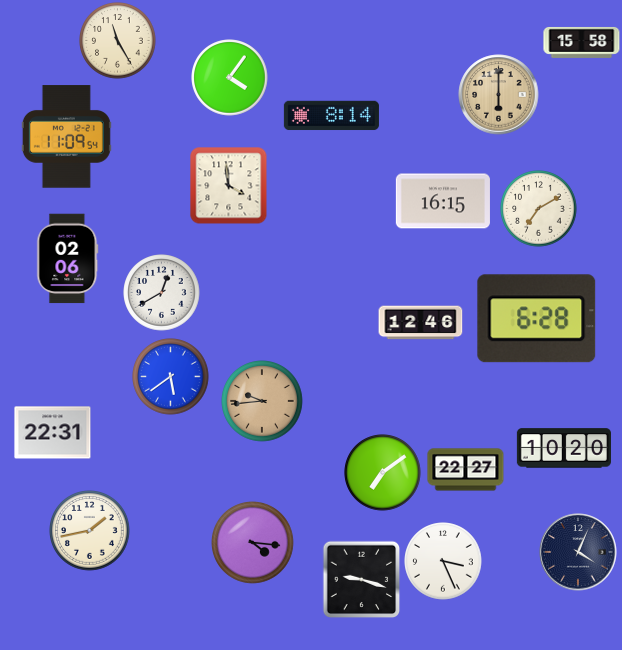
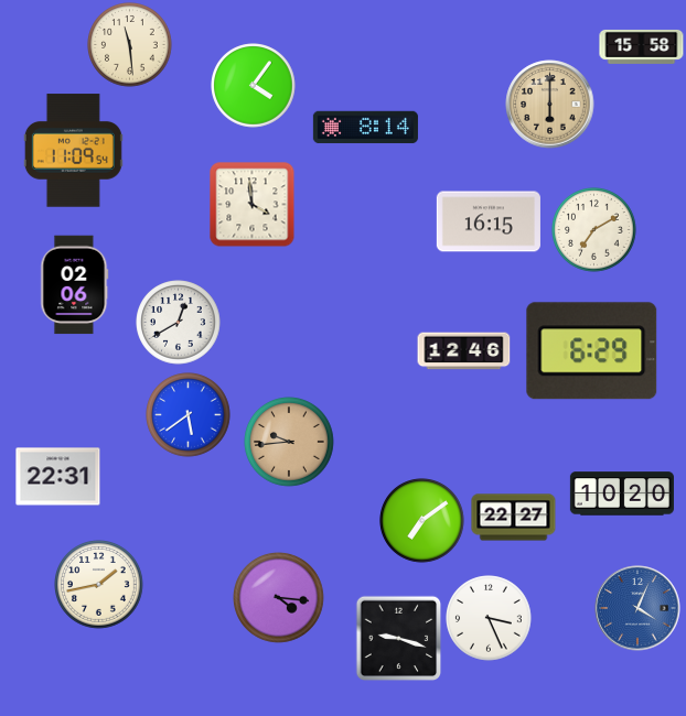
clock at (118, 41): 11:25 -> 11:29
clock at (537, 319): 6:28 -> 6:29
clock at (421, 323) position: (421, 323) -> (464, 351)
clock at (578, 552) dial: navy -> blue
